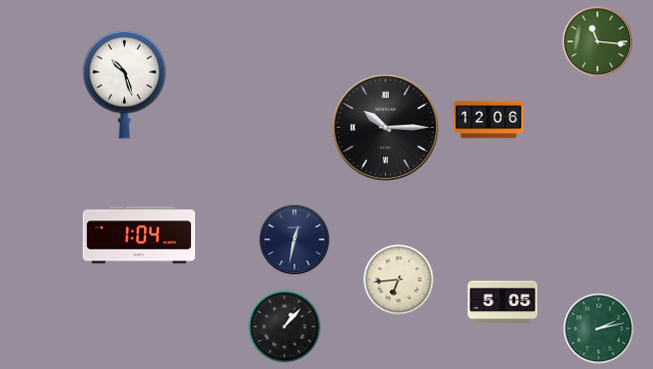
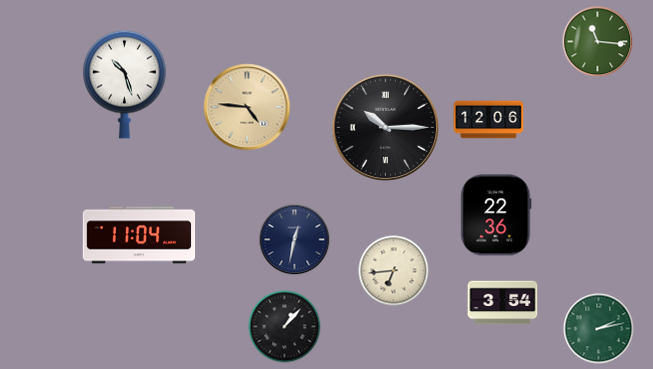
clock at (247, 107): none -> 4:46
clock at (496, 215): none -> 22:36
clock at (139, 235): 1:04 -> 11:04
clock at (399, 280) position: (399, 280) -> (394, 271)
clock at (503, 303): 5:05 -> 3:54
